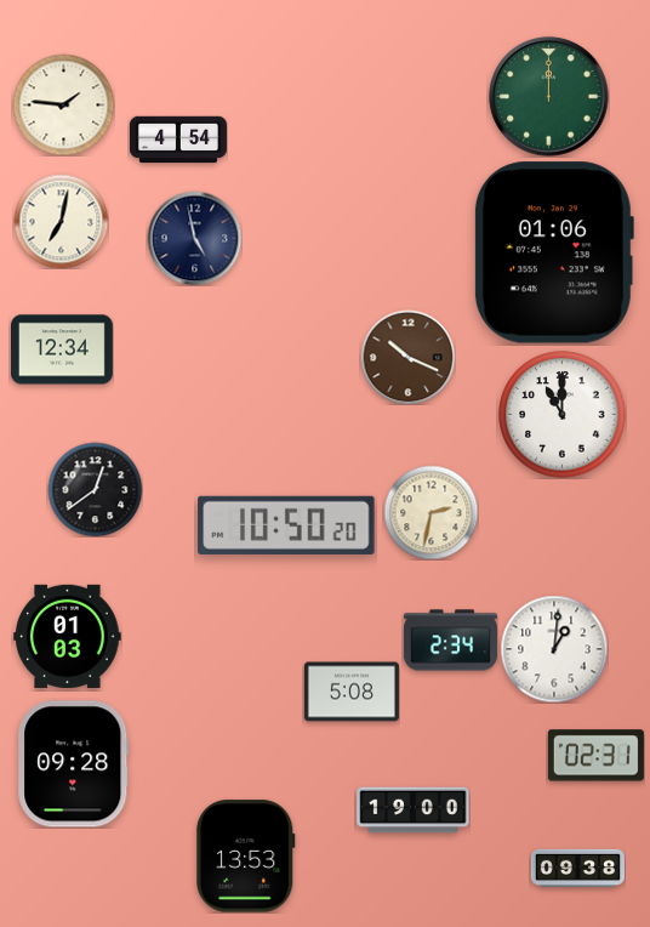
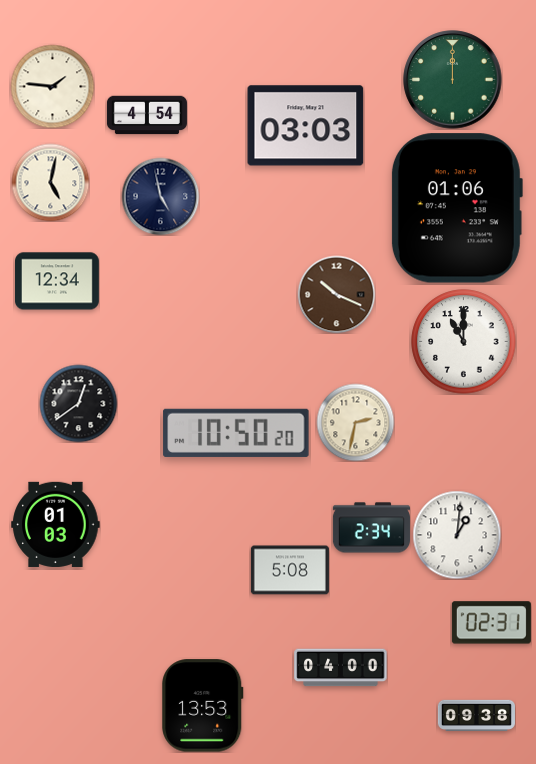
clock at (306, 126): none -> 03:03
clock at (61, 221): 7:02 -> 5:02
clock at (63, 349) position: (63, 349) -> (58, 281)
clock at (74, 764): 09:28 -> none
clock at (414, 811): 19:00 -> 04:00
